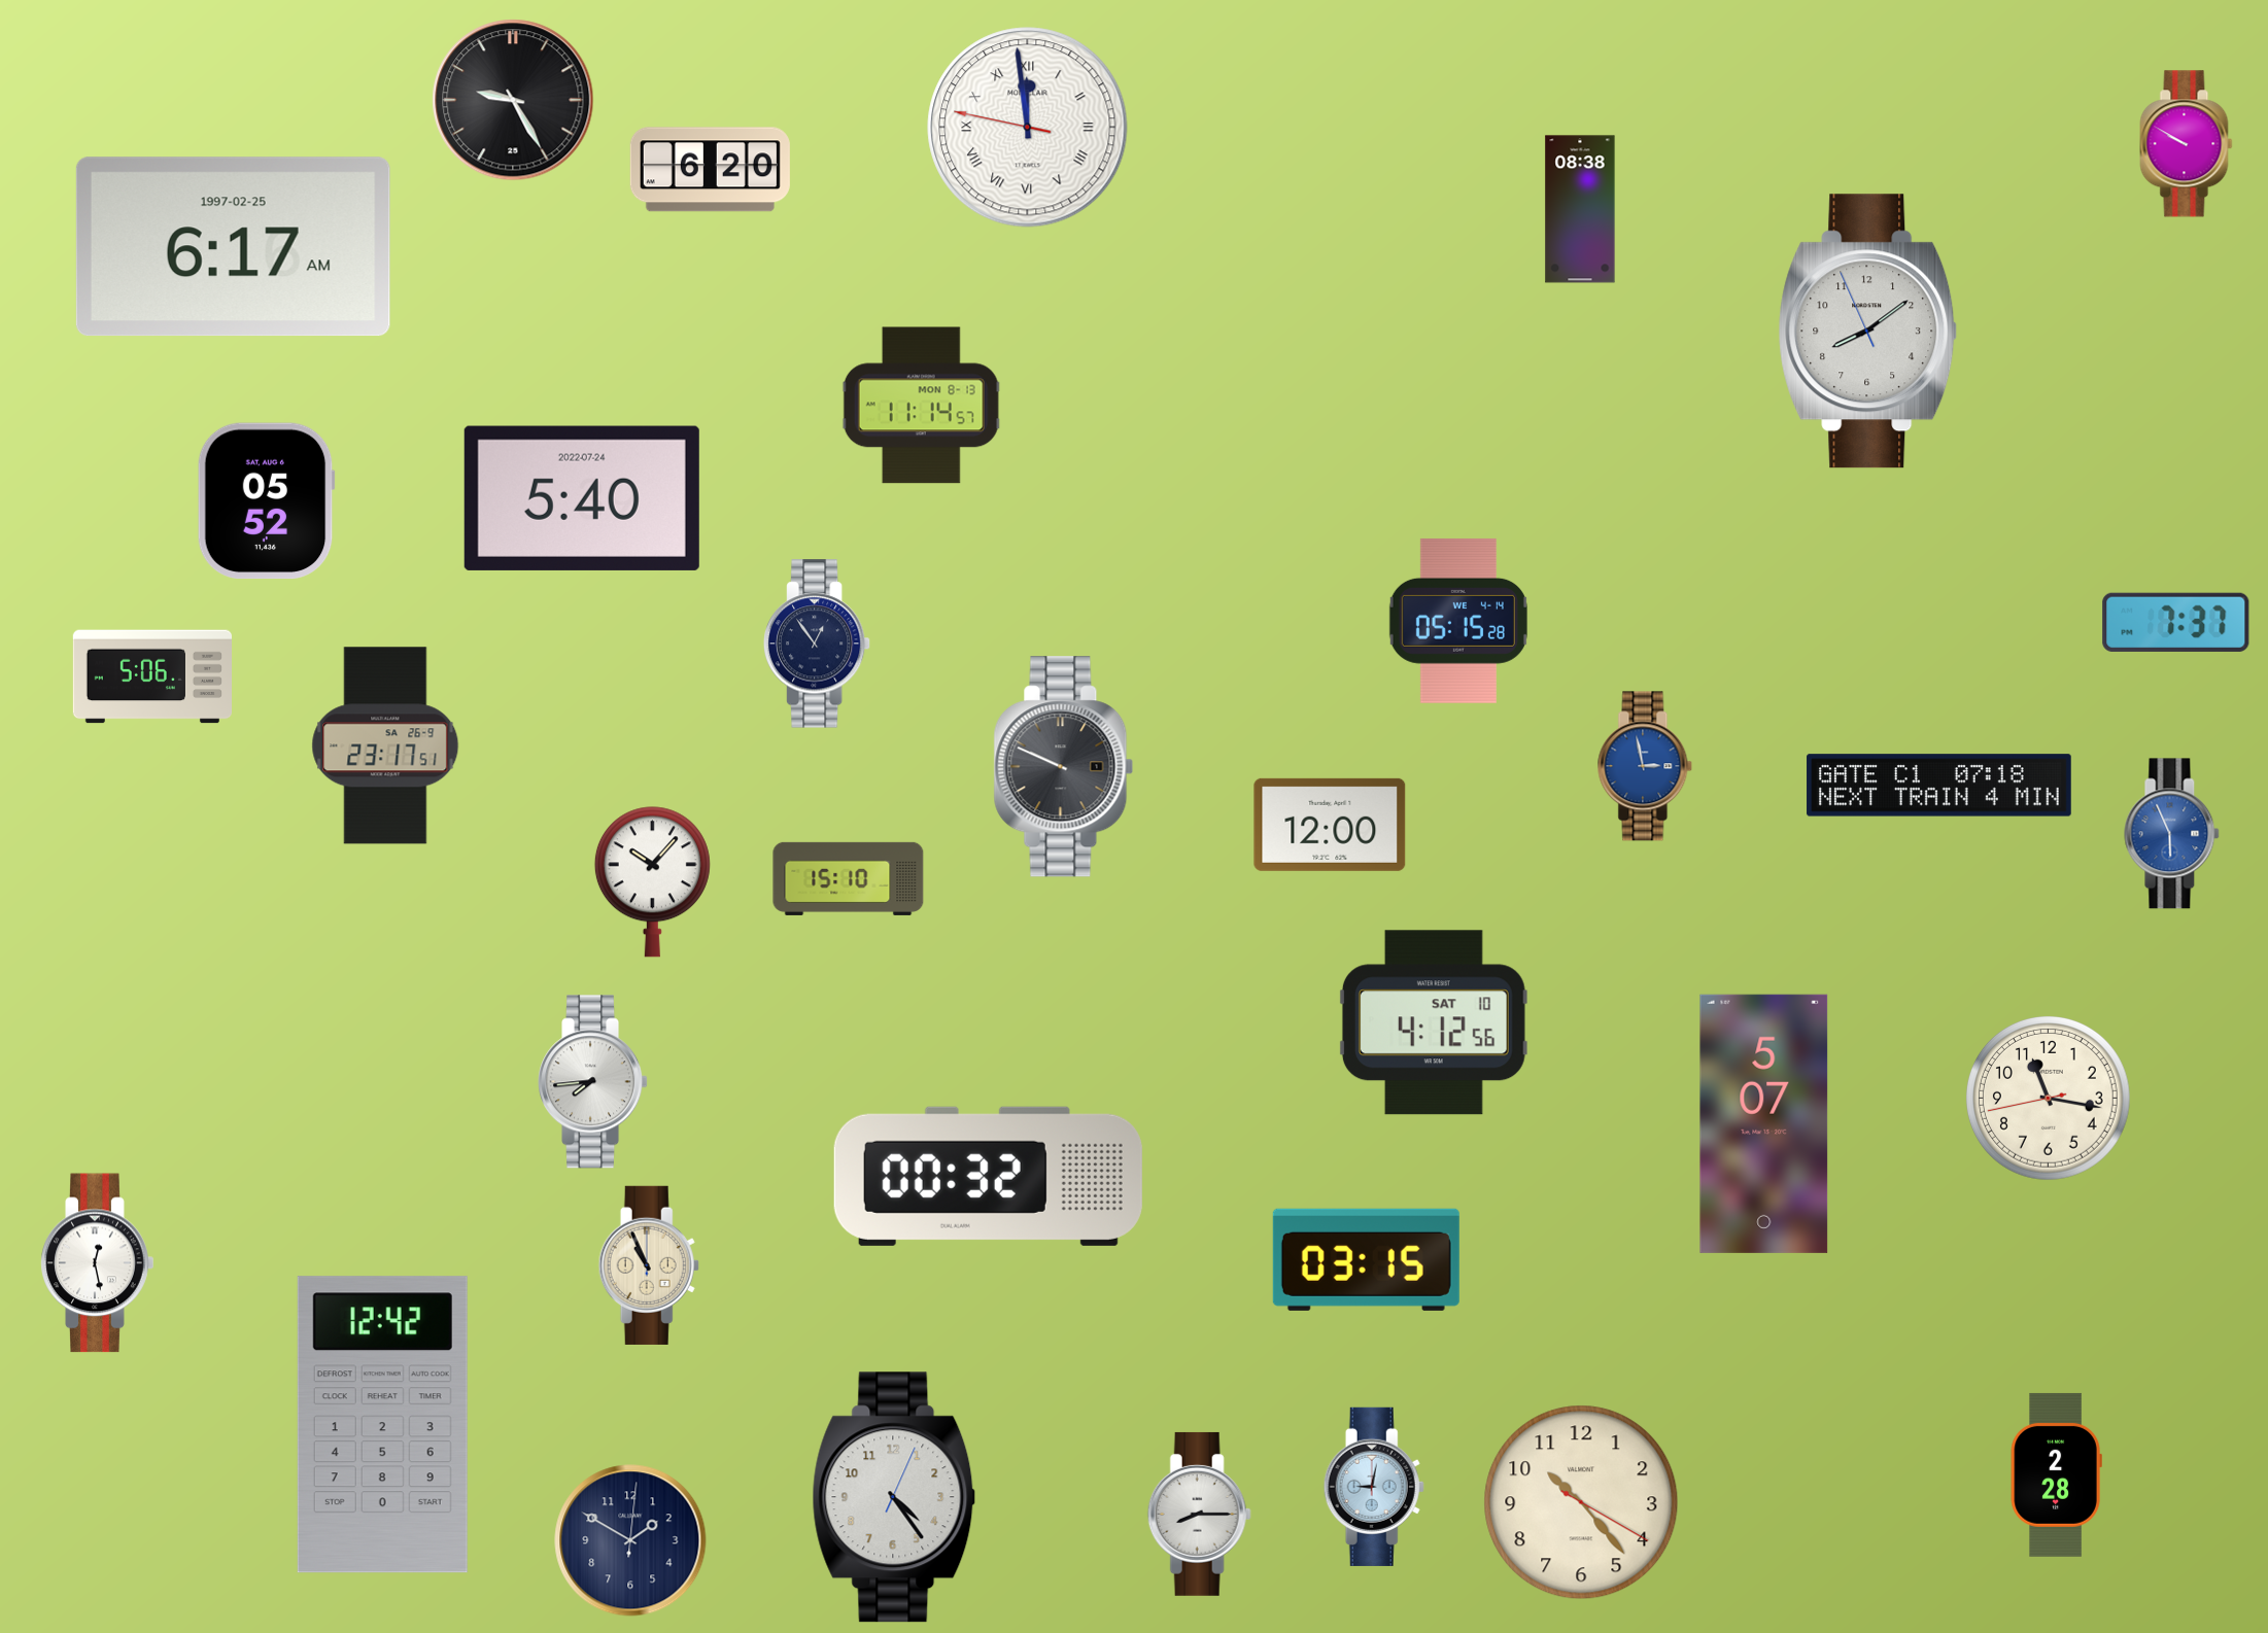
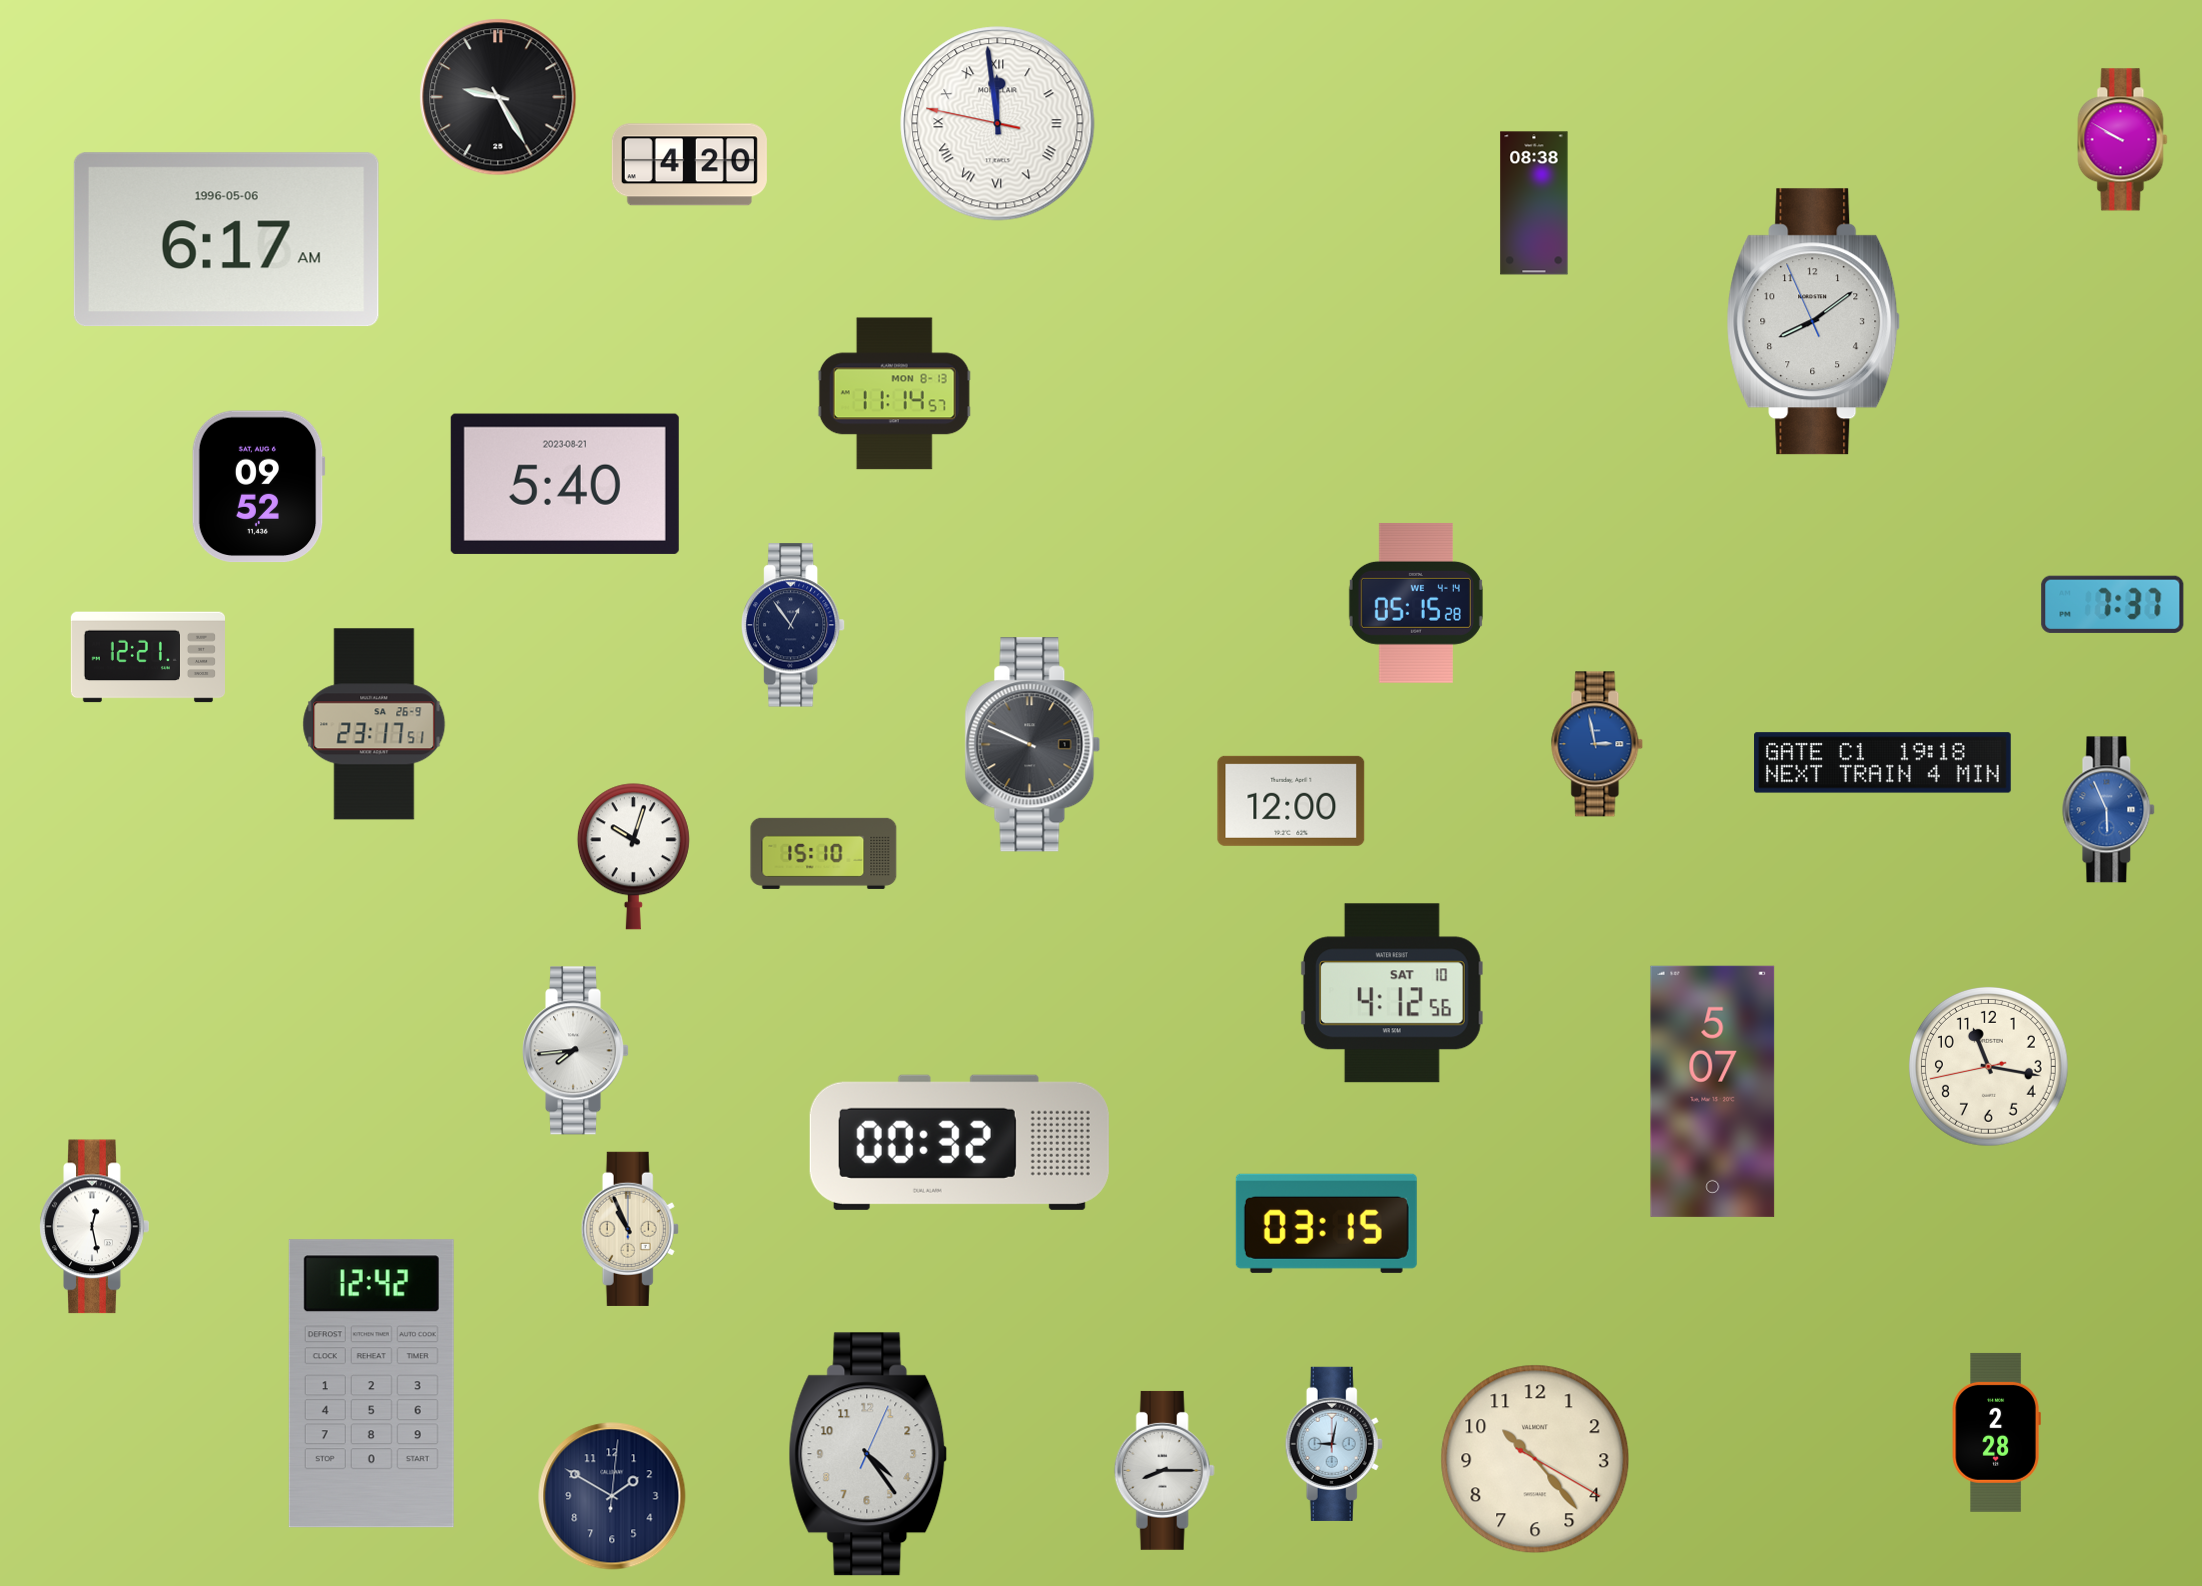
clock at (710, 170): 6:20 -> 4:20
clock at (233, 247) date: 1997-02-25 -> 1996-05-06
clock at (582, 498) date: 2022-07-24 -> 2023-08-21
clock at (266, 501): 05:52 -> 09:52
clock at (151, 676): 5:06 -> 12:21
clock at (1939, 786): 07:18 -> 19:18
clock at (652, 882): 10:07 -> 10:03
